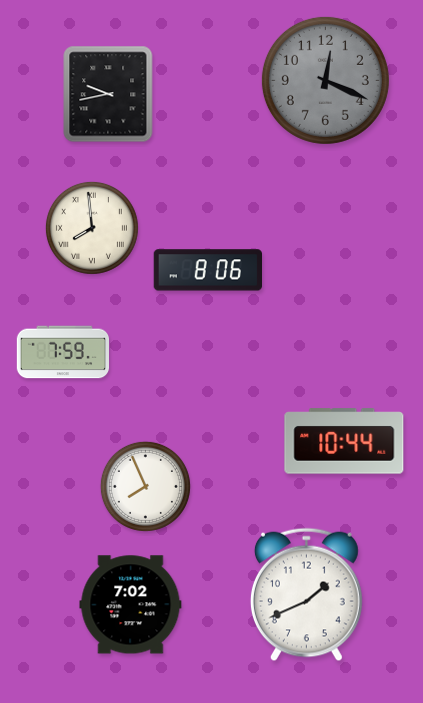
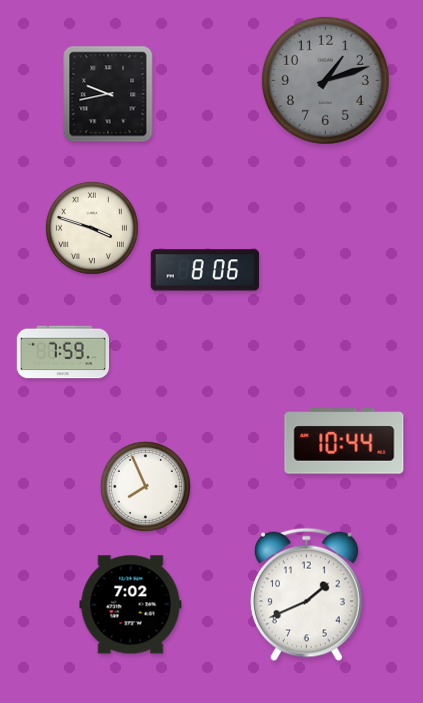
clock at (325, 80): 12:19 -> 1:12
clock at (92, 228): 7:59 -> 3:48
clock at (207, 270) position: (207, 270) -> (204, 270)
